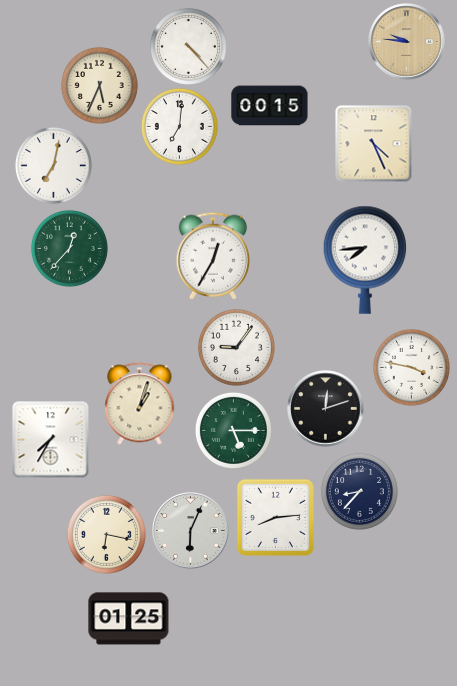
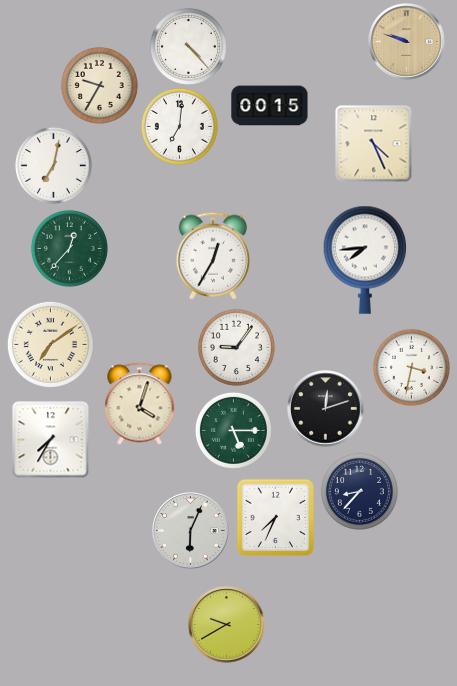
clock at (407, 42): 9:46 -> 9:48
clock at (99, 85): 5:34 -> 9:35
clock at (50, 344): none -> 7:09
clock at (411, 367): 3:47 -> 3:32
clock at (140, 404): 1:03 -> 4:03
clock at (275, 517): 8:14 -> 7:34
clock at (106, 534): 6:17 -> none
clock at (129, 619): 01:25 -> none
clock at (227, 625): none -> 9:40
